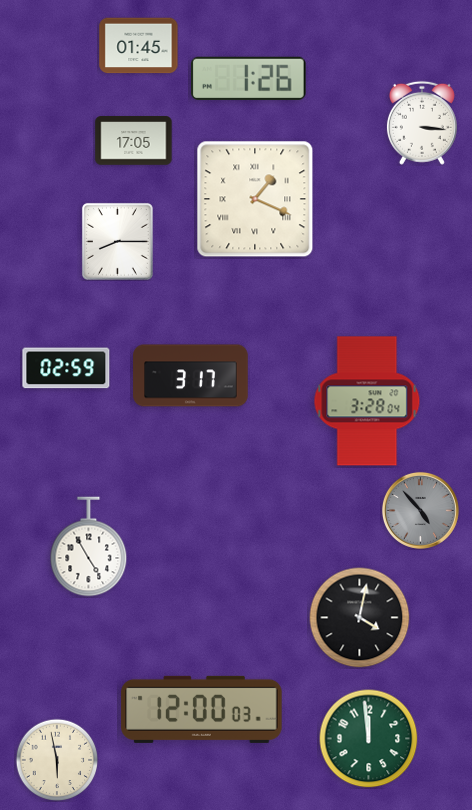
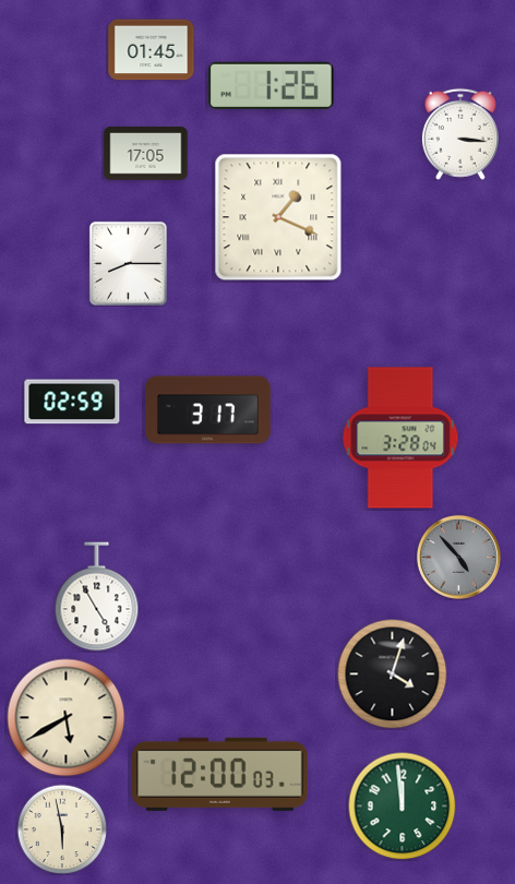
clock at (360, 618): 4:02 -> 4:03
clock at (67, 718): none -> 5:40
